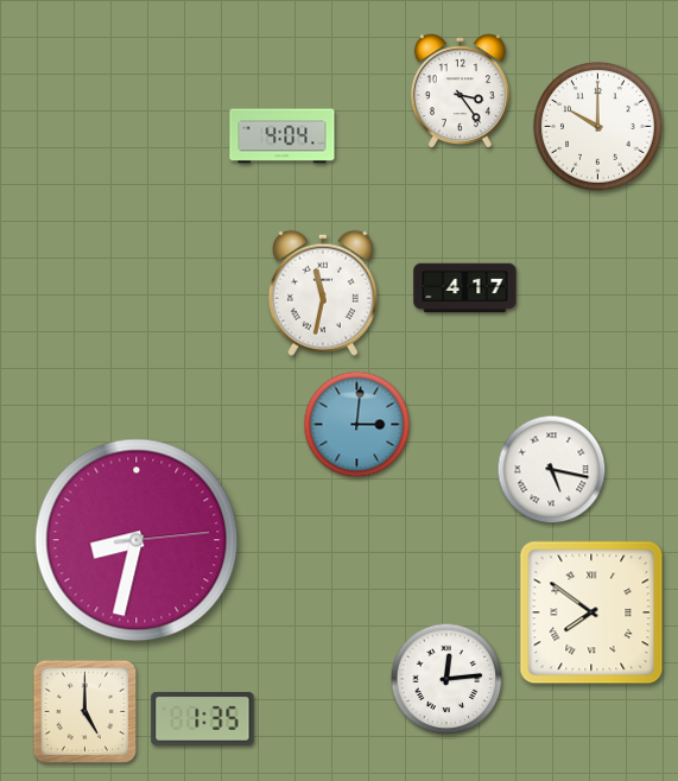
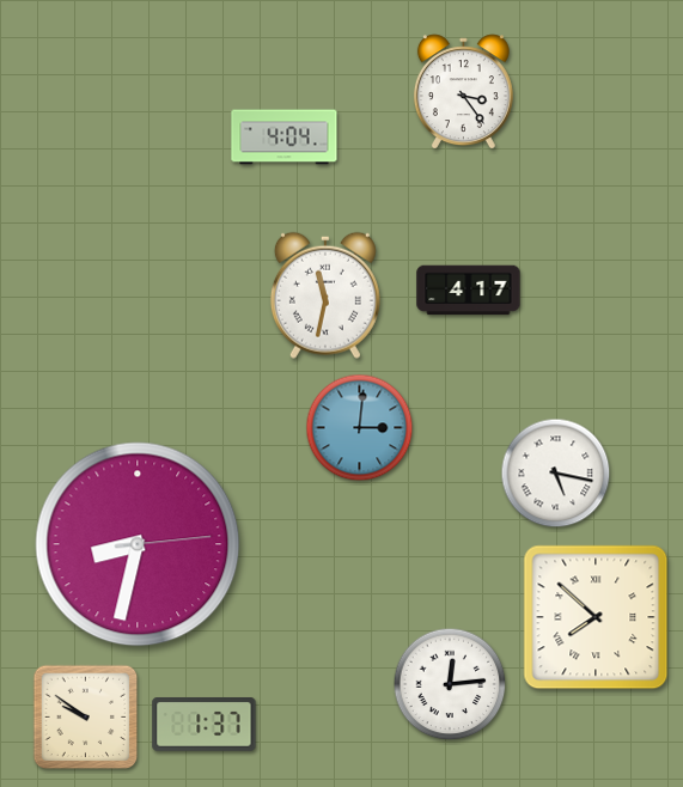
clock at (598, 127): 10:00 -> none
clock at (591, 612): 7:51 -> 7:52
clock at (85, 712): 5:00 -> 9:51
clock at (203, 719): 1:35 -> 1:37
